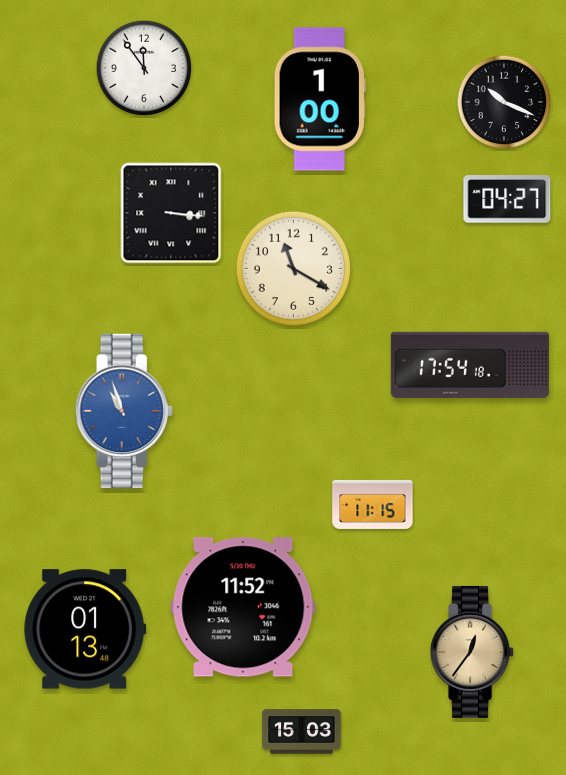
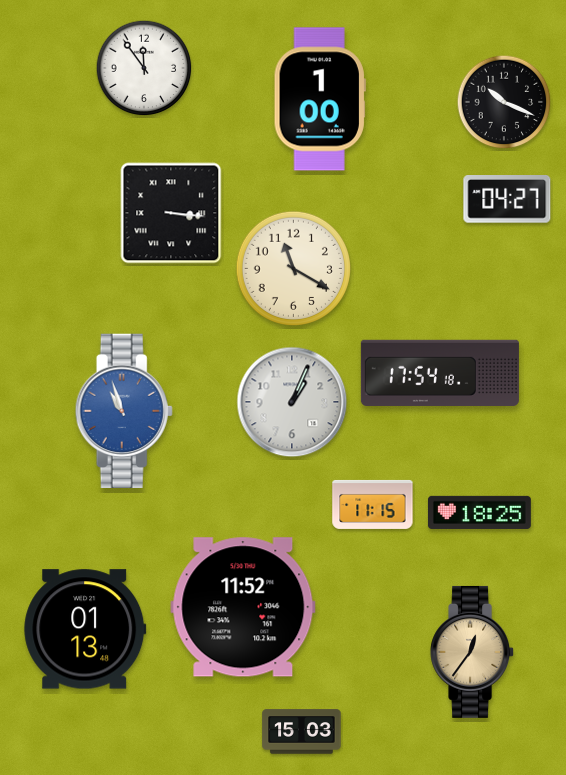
clock at (470, 365) position: (470, 365) -> (440, 373)
clock at (292, 402): none -> 1:04
clock at (479, 512): none -> 18:25
